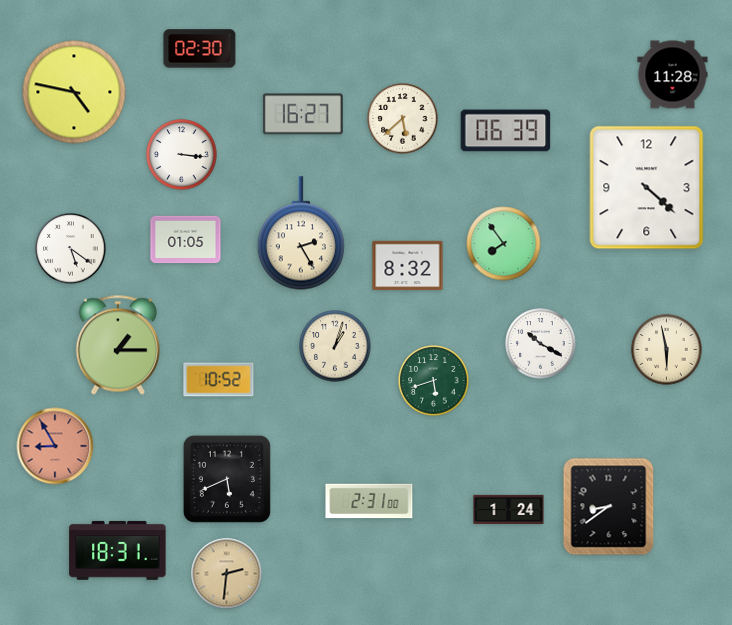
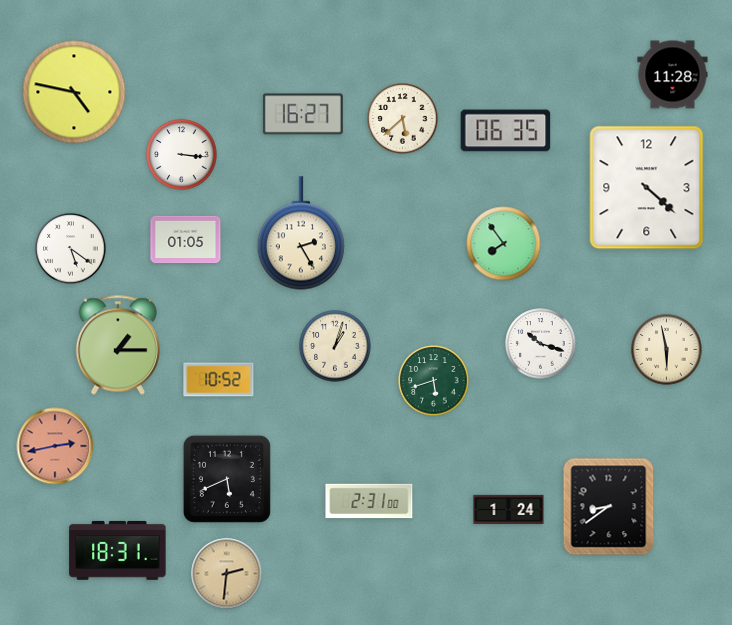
clock at (200, 49): 02:30 -> none
clock at (506, 131): 06:39 -> 06:35
clock at (408, 266): 8:32 -> none
clock at (541, 344): 10:20 -> 10:18
clock at (55, 446): 8:55 -> 2:43
